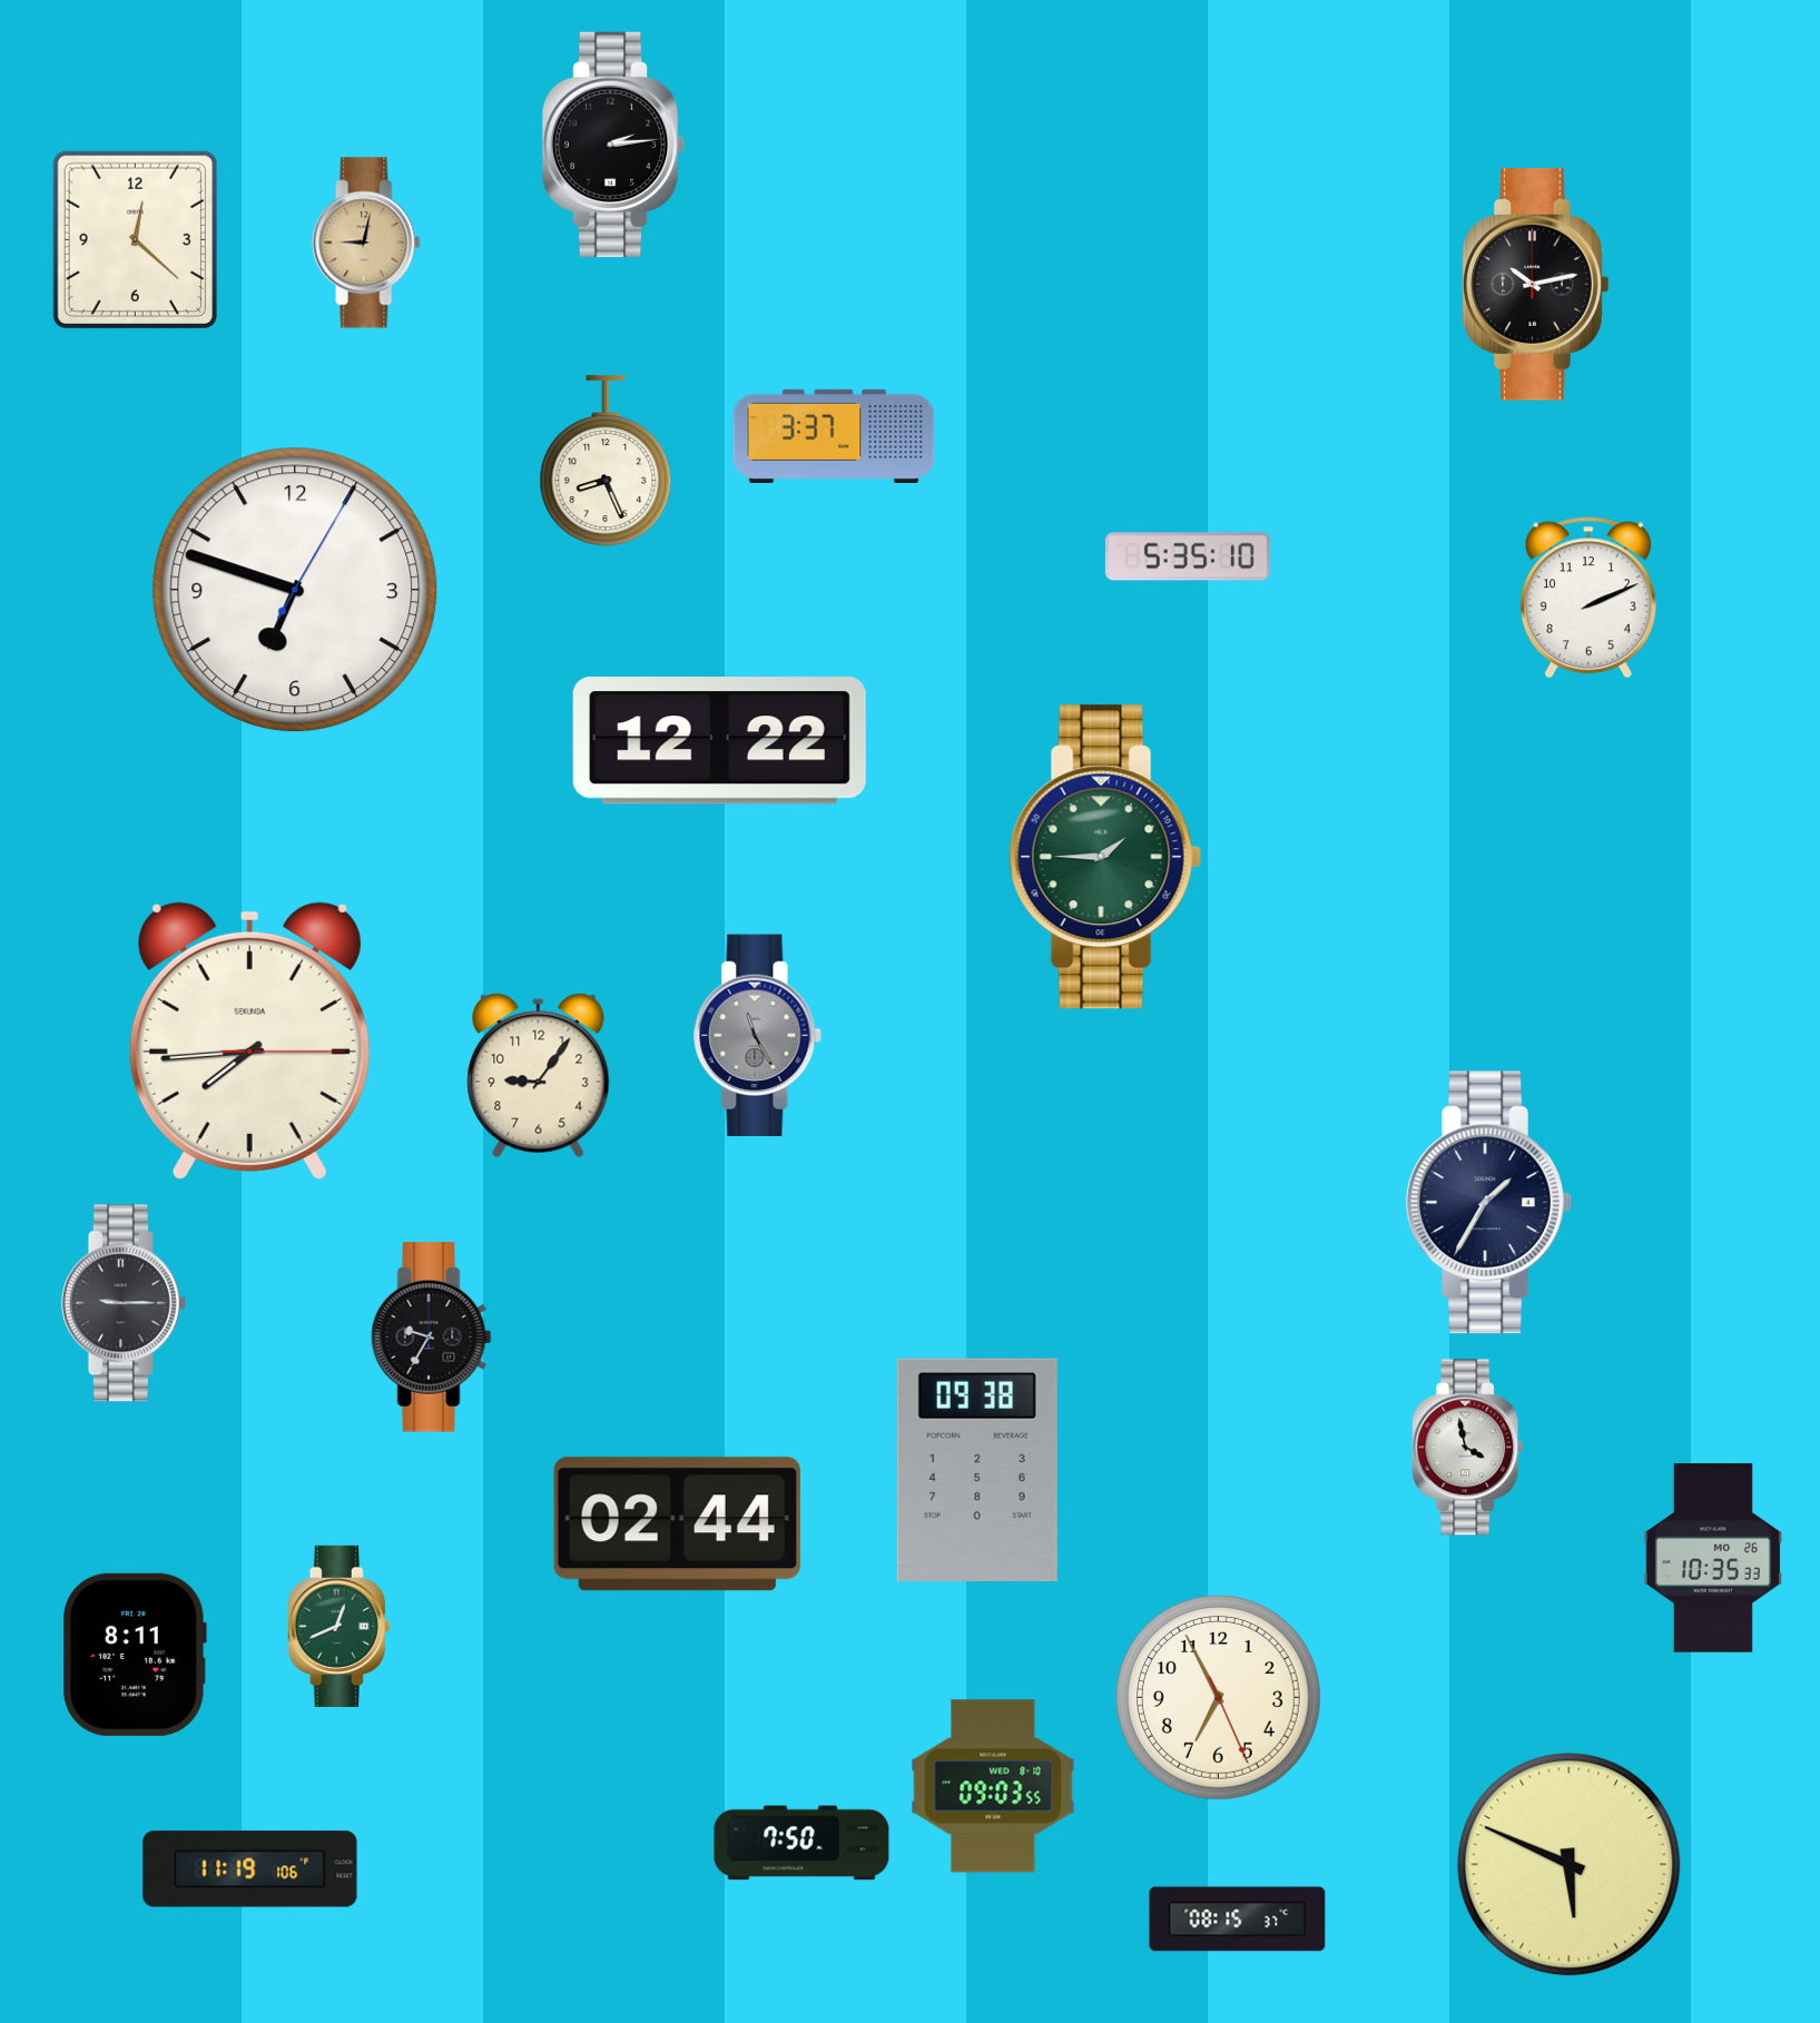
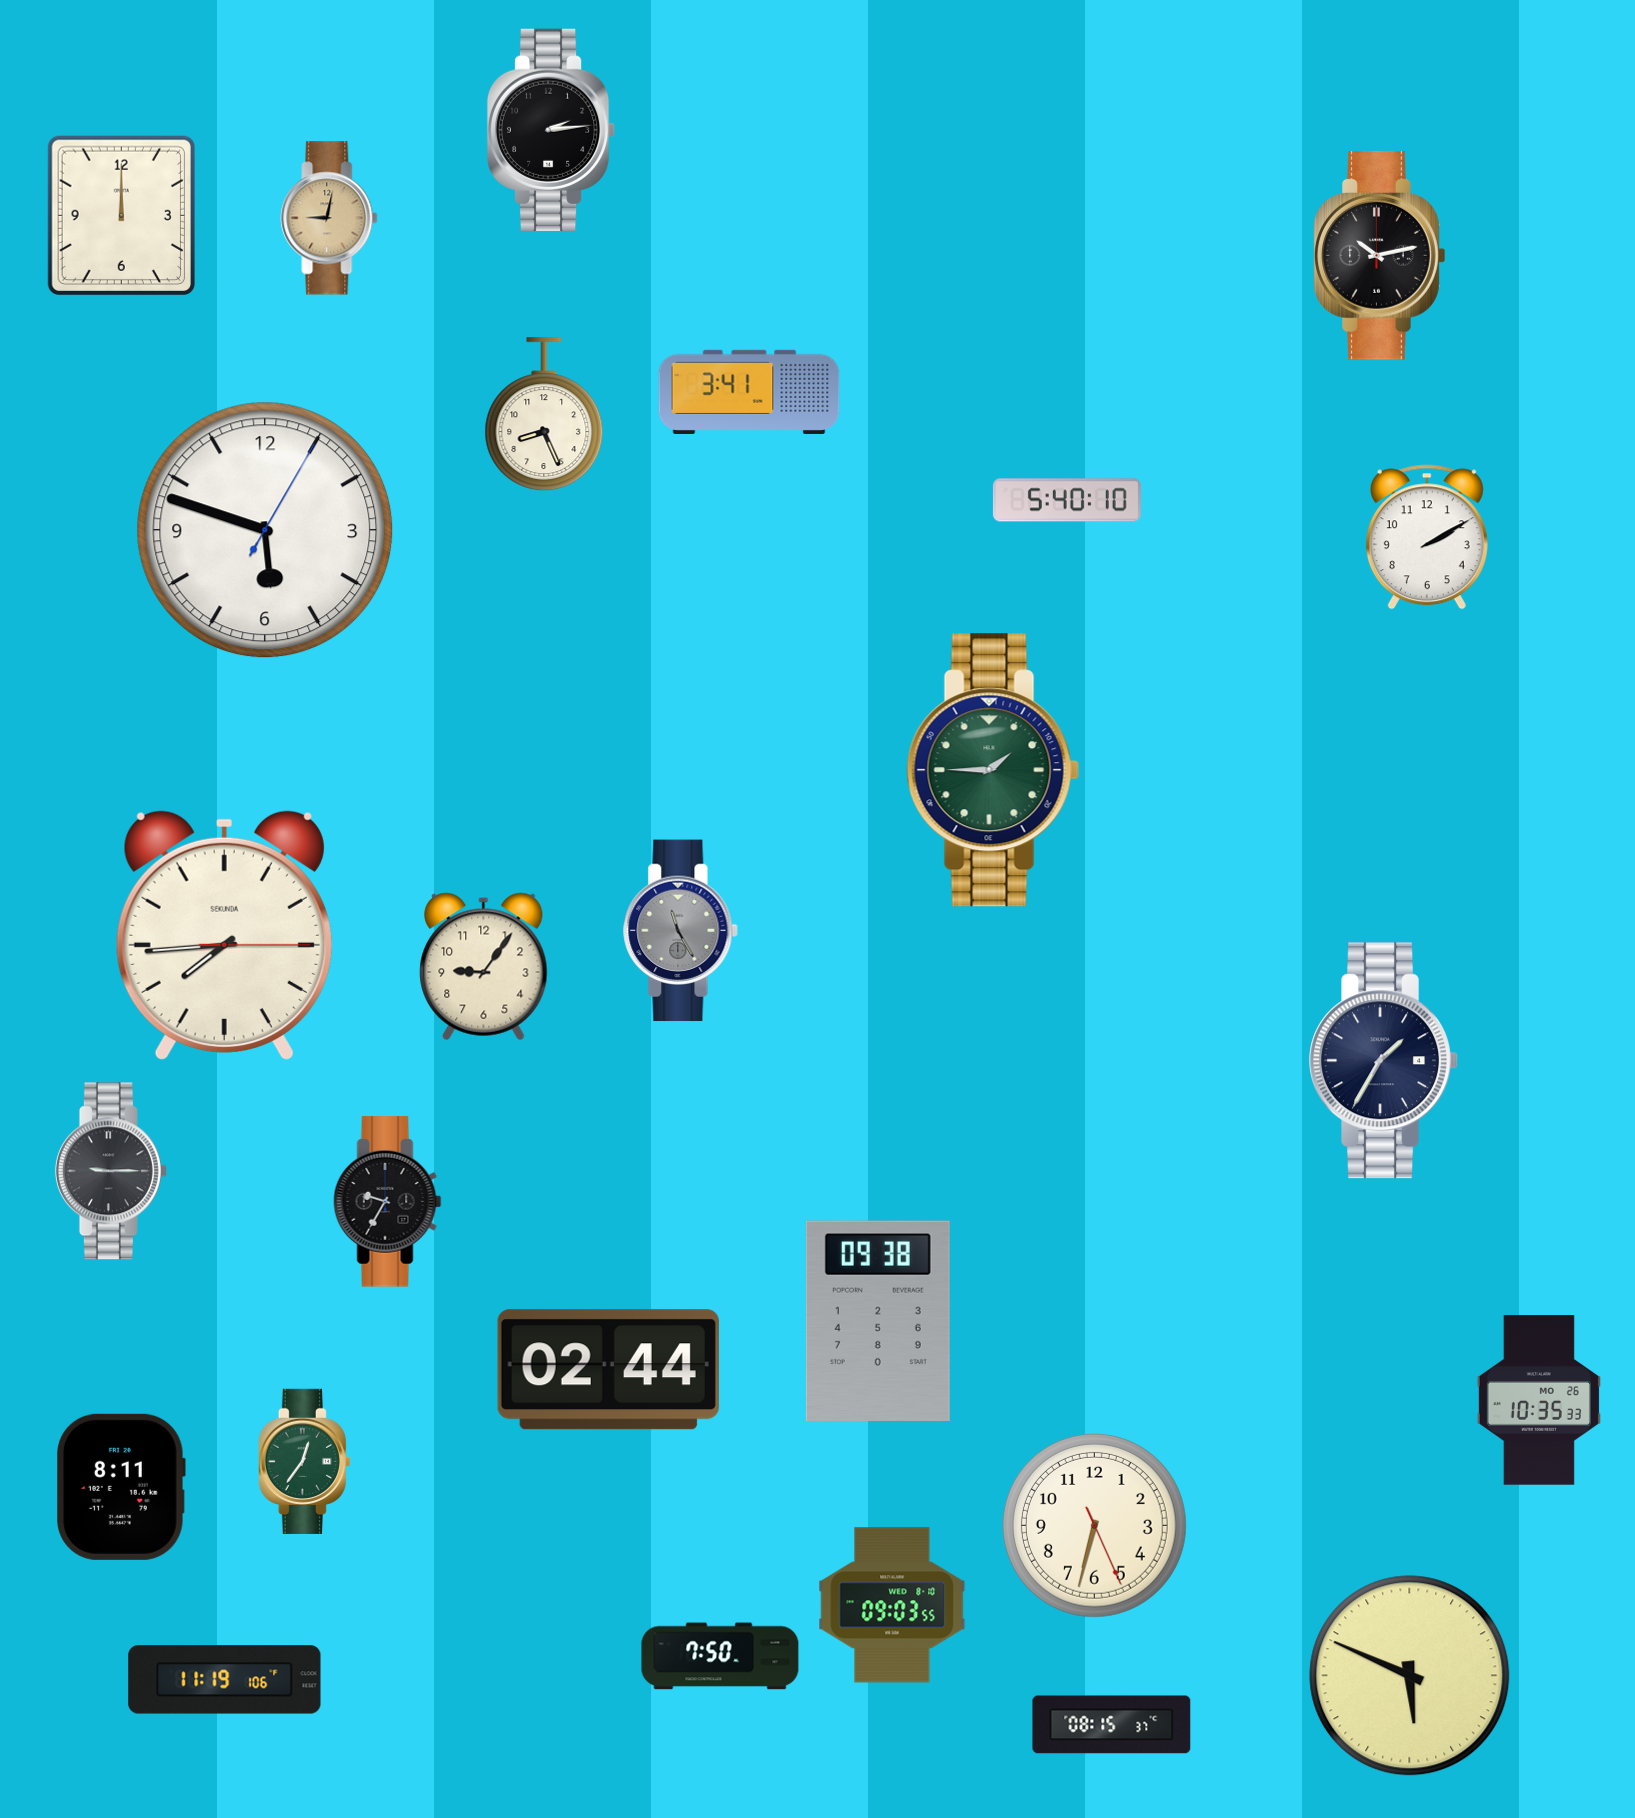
clock at (135, 239): 12:22 -> 12:00
clock at (834, 436): 3:37 -> 3:41
clock at (1188, 556): 5:35 -> 5:40
clock at (295, 590): 6:48 -> 5:48
clock at (1588, 598): 2:11 -> 2:10
clock at (719, 741): 12:22 -> none
clock at (1488, 1203) position: (1488, 1203) -> (1383, 1061)
clock at (1468, 1448): 3:58 -> none
clock at (338, 1626): 12:41 -> 12:36
clock at (1218, 1697): 6:55 -> 6:32
